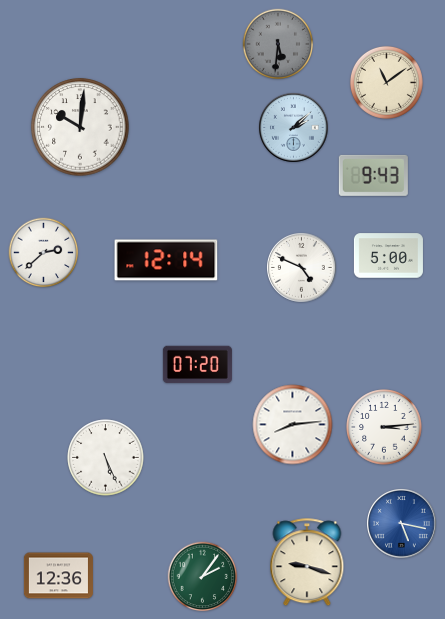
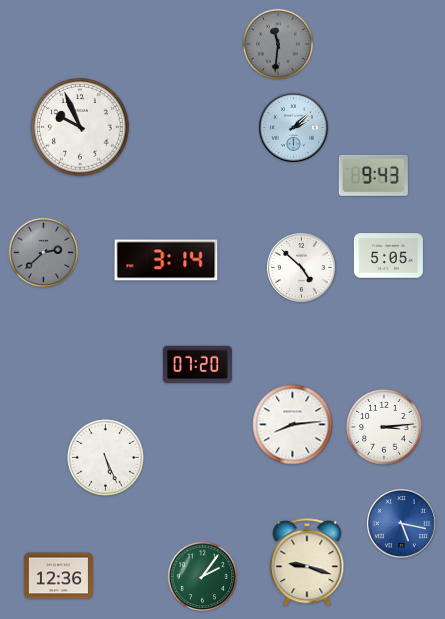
clock at (278, 44): 5:31 -> 11:31
clock at (386, 82): 11:09 -> none
clock at (80, 127): 10:01 -> 9:56
clock at (44, 253) dial: white -> grey
clock at (388, 256): 5:00 -> 5:05
clock at (166, 260): 12:14 -> 3:14
clock at (302, 268): 4:49 -> 4:52
